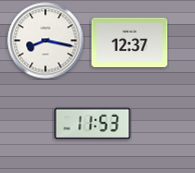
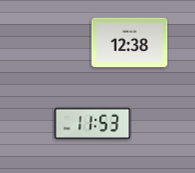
clock at (46, 41): 8:17 -> none
clock at (130, 43): 12:37 -> 12:38
